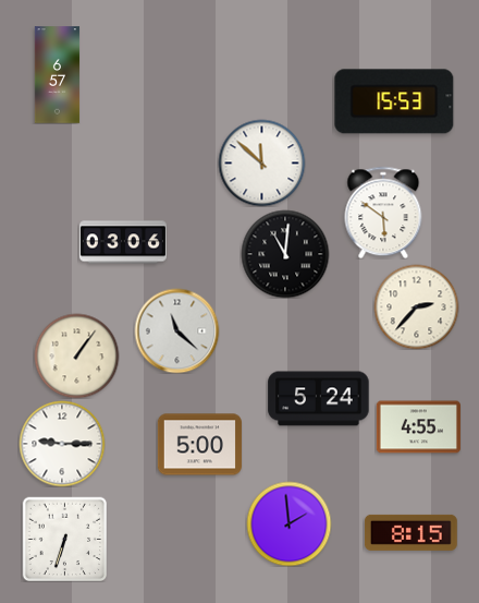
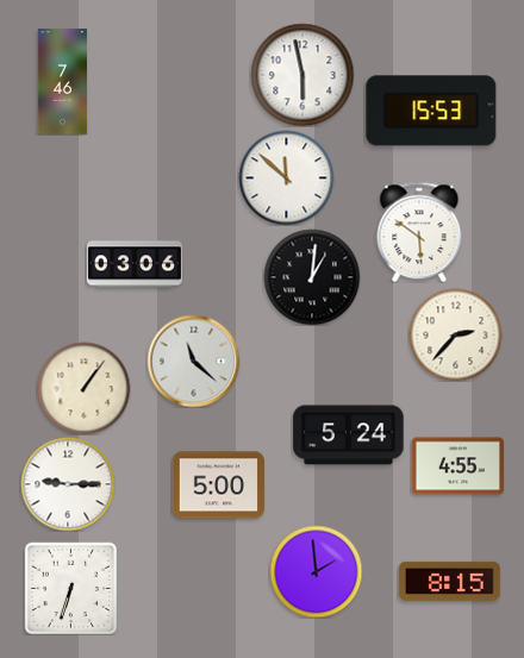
clock at (302, 75): none -> 5:58
clock at (58, 75): 6:57 -> 7:46
clock at (285, 254): 11:01 -> 1:01
